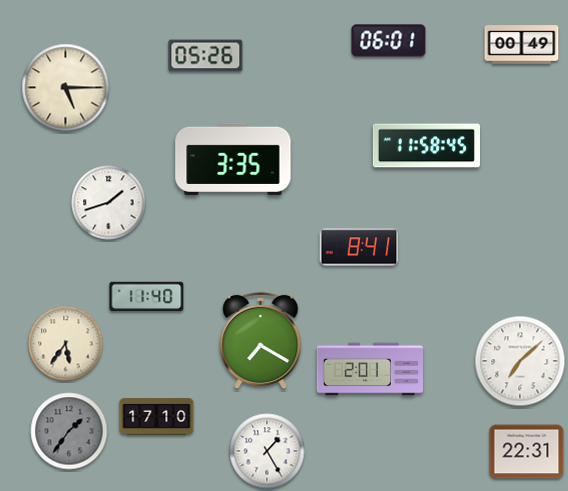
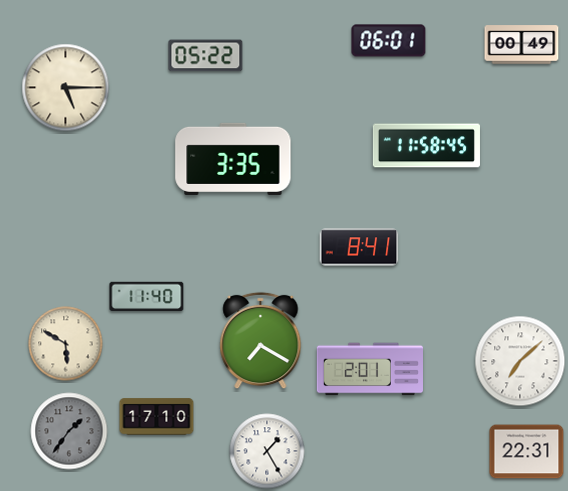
clock at (206, 56): 05:26 -> 05:22
clock at (109, 203): 1:42 -> none
clock at (66, 344): 5:36 -> 5:50
